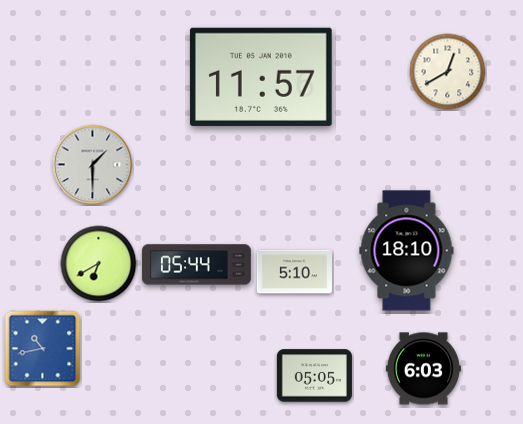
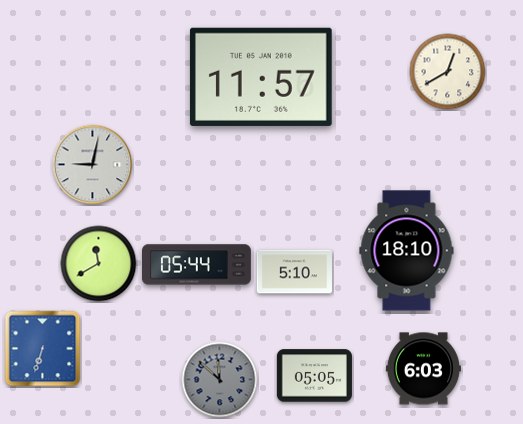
clock at (93, 165): 1:30 -> 9:02
clock at (99, 264): 6:40 -> 11:40
clock at (43, 349): 10:43 -> 6:33
clock at (220, 380): none -> 11:52
